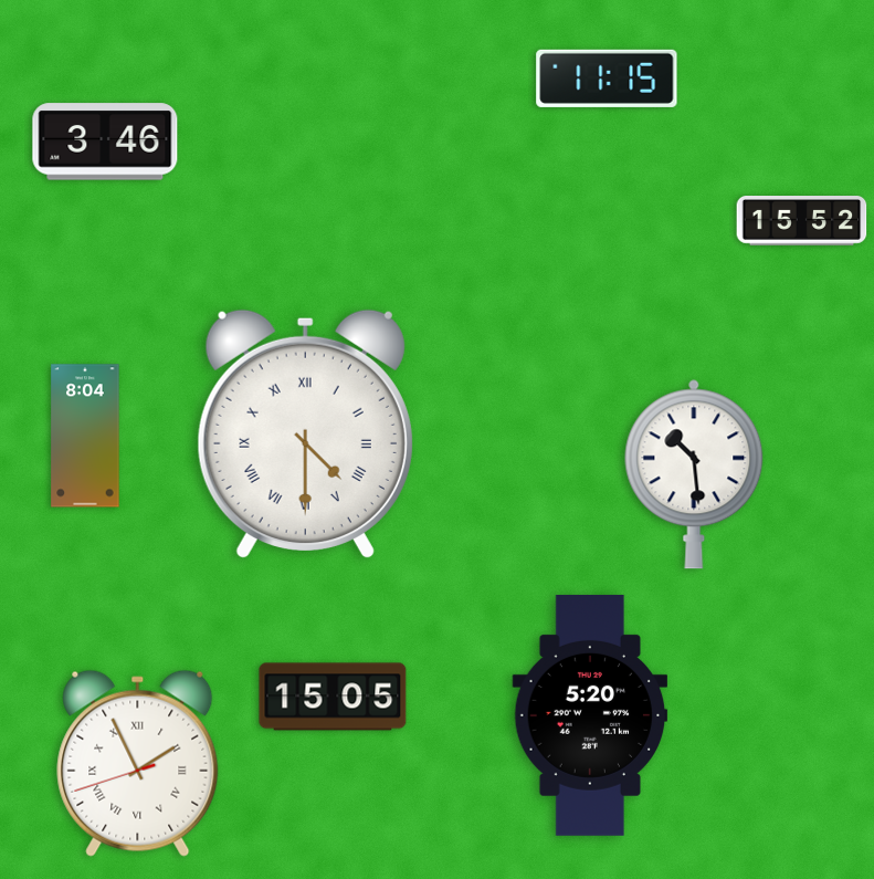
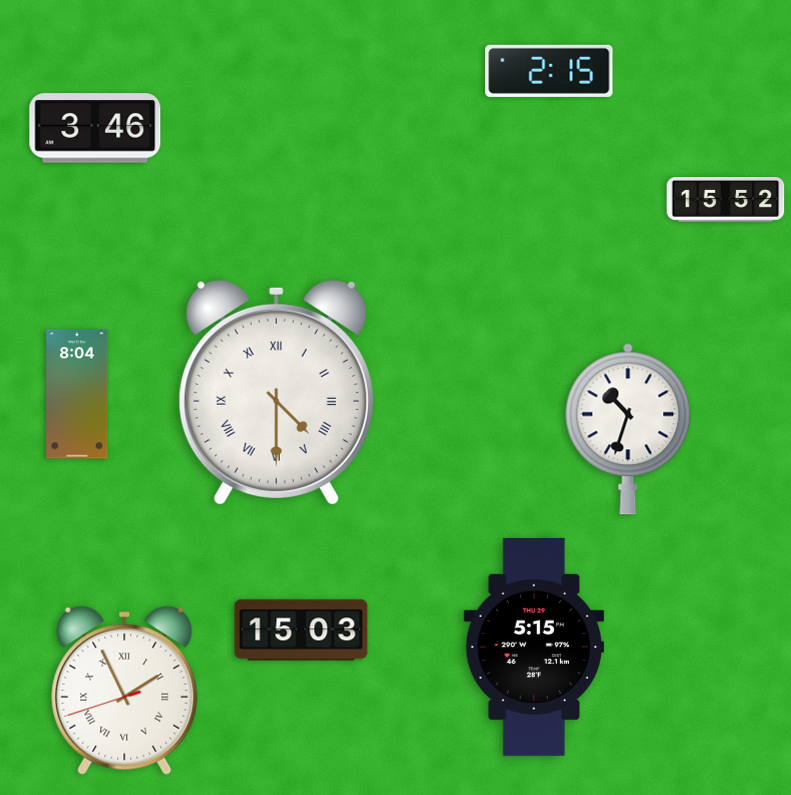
clock at (607, 79): 11:15 -> 2:15
clock at (694, 474): 10:29 -> 10:33
clock at (333, 697): 15:05 -> 15:03
clock at (590, 715): 5:20 -> 5:15
